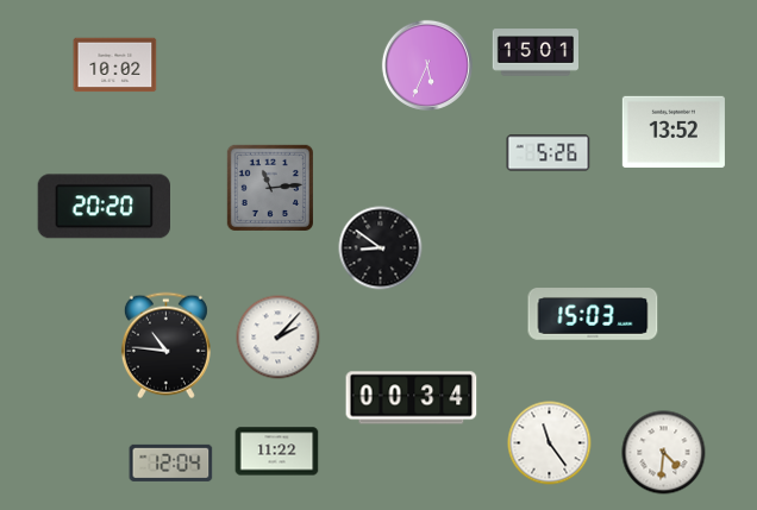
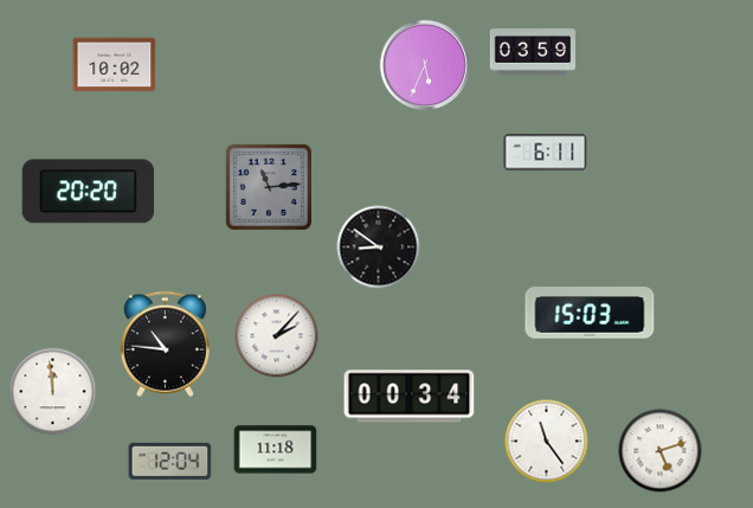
clock at (536, 52): 15:01 -> 03:59
clock at (674, 132): 13:52 -> none
clock at (549, 153): 5:26 -> 6:11
clock at (104, 207) position: (104, 207) -> (88, 192)
clock at (53, 392): none -> 11:59
clock at (277, 452): 11:22 -> 11:18
clock at (664, 453): 4:31 -> 5:12
